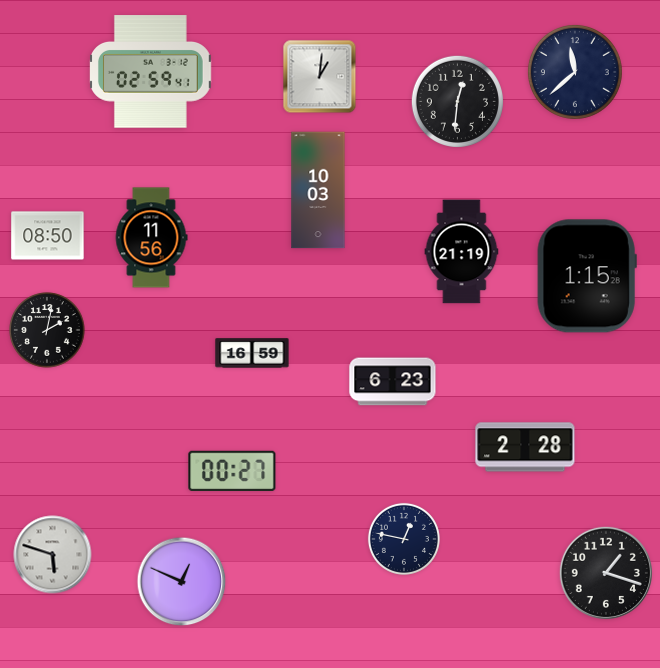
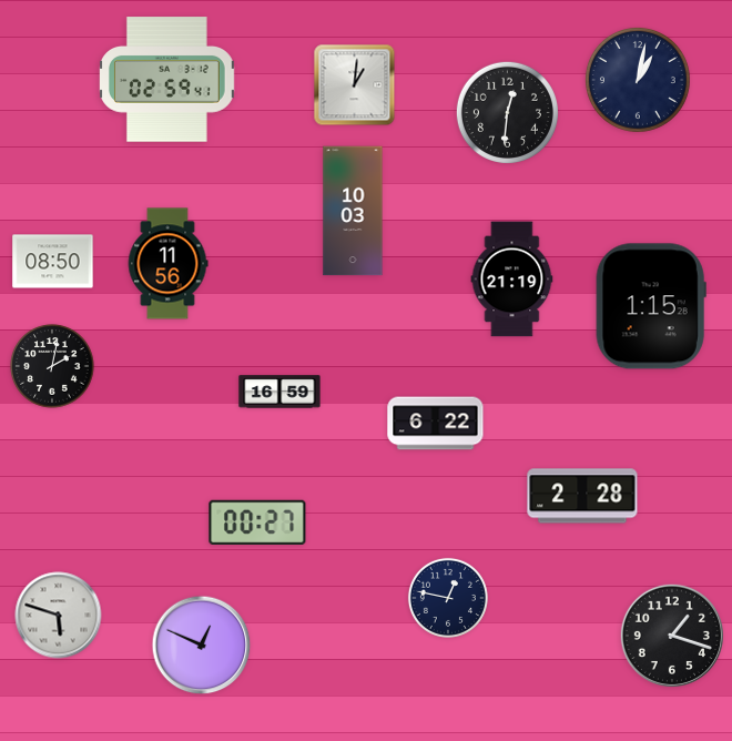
clock at (575, 72): 11:38 -> 1:02
clock at (393, 382): 6:23 -> 6:22
